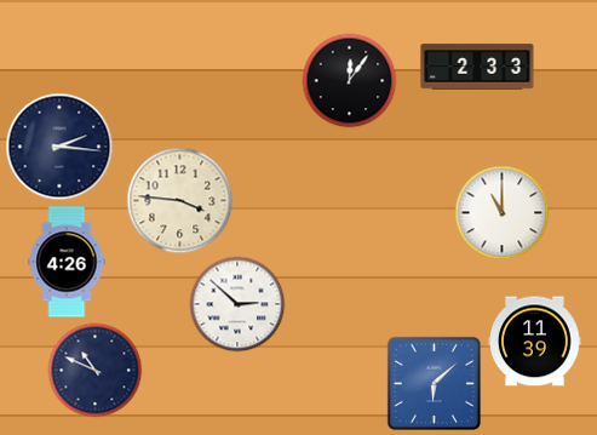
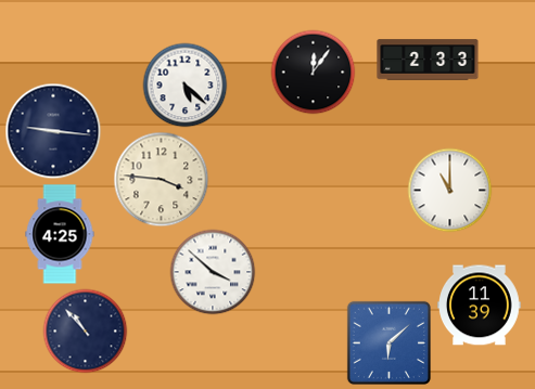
clock at (184, 85): none -> 5:22
clock at (59, 147): 2:16 -> 9:16
clock at (67, 262): 4:26 -> 4:25
clock at (237, 304): 2:52 -> 3:52
clock at (94, 370): 10:49 -> 10:53
